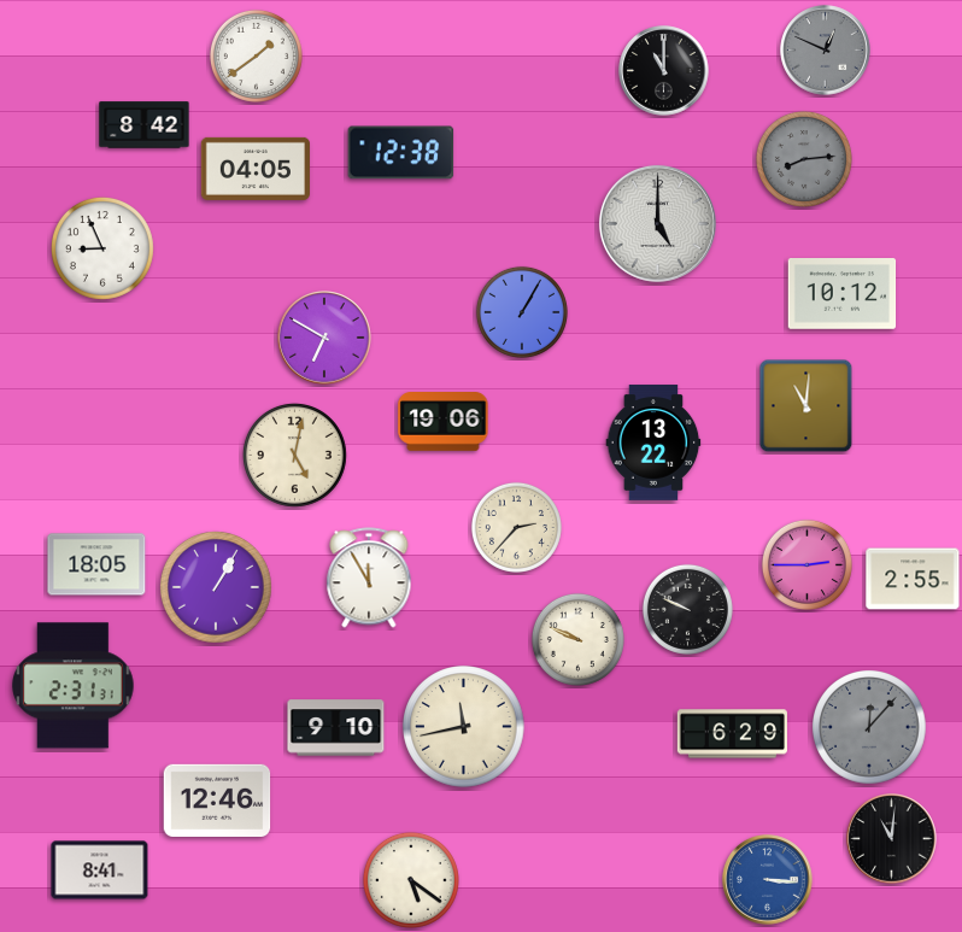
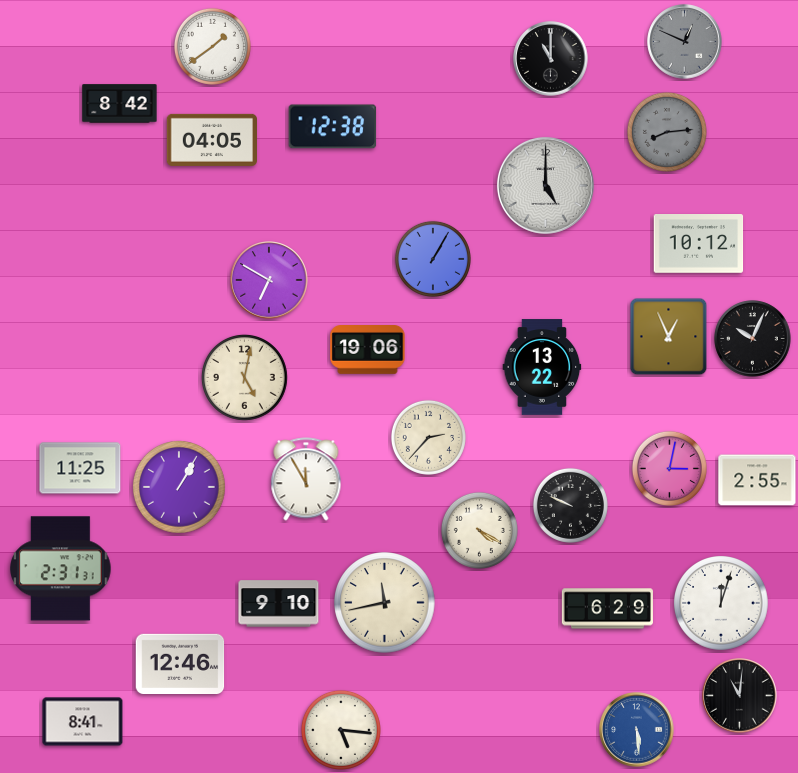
clock at (102, 248): 8:56 -> none
clock at (806, 406): 11:01 -> 12:56
clock at (753, 339): none -> 10:04
clock at (96, 564): 18:05 -> 11:25
clock at (806, 564): 2:45 -> 3:02
clock at (577, 639): 9:49 -> 4:20
clock at (869, 727): 12:07 -> 12:03
clock at (869, 727) dial: grey -> white
clock at (411, 880): 5:21 -> 5:16
clock at (768, 880): 3:16 -> 5:29
